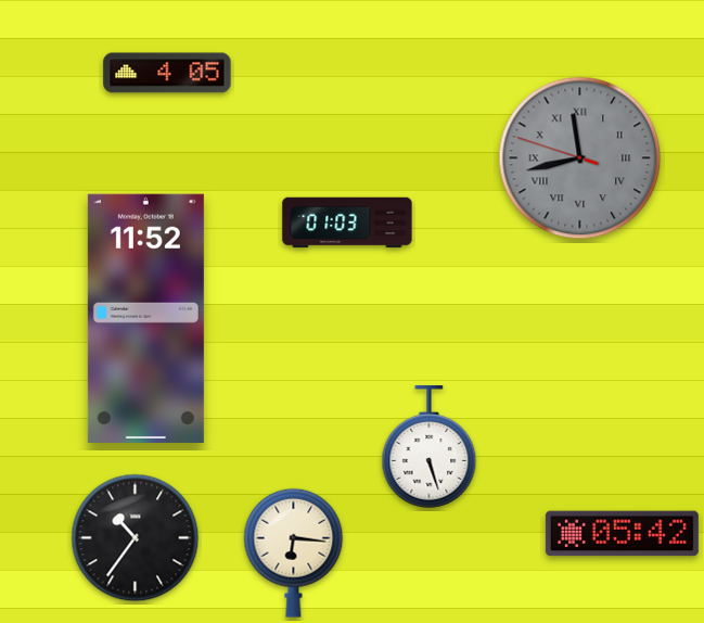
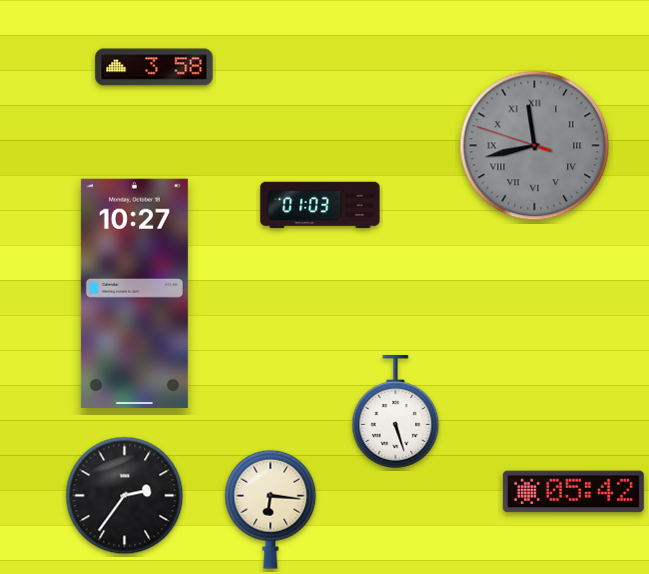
clock at (167, 73): 4:05 -> 3:58
clock at (145, 318): 11:52 -> 10:27
clock at (136, 538): 10:36 -> 2:36
